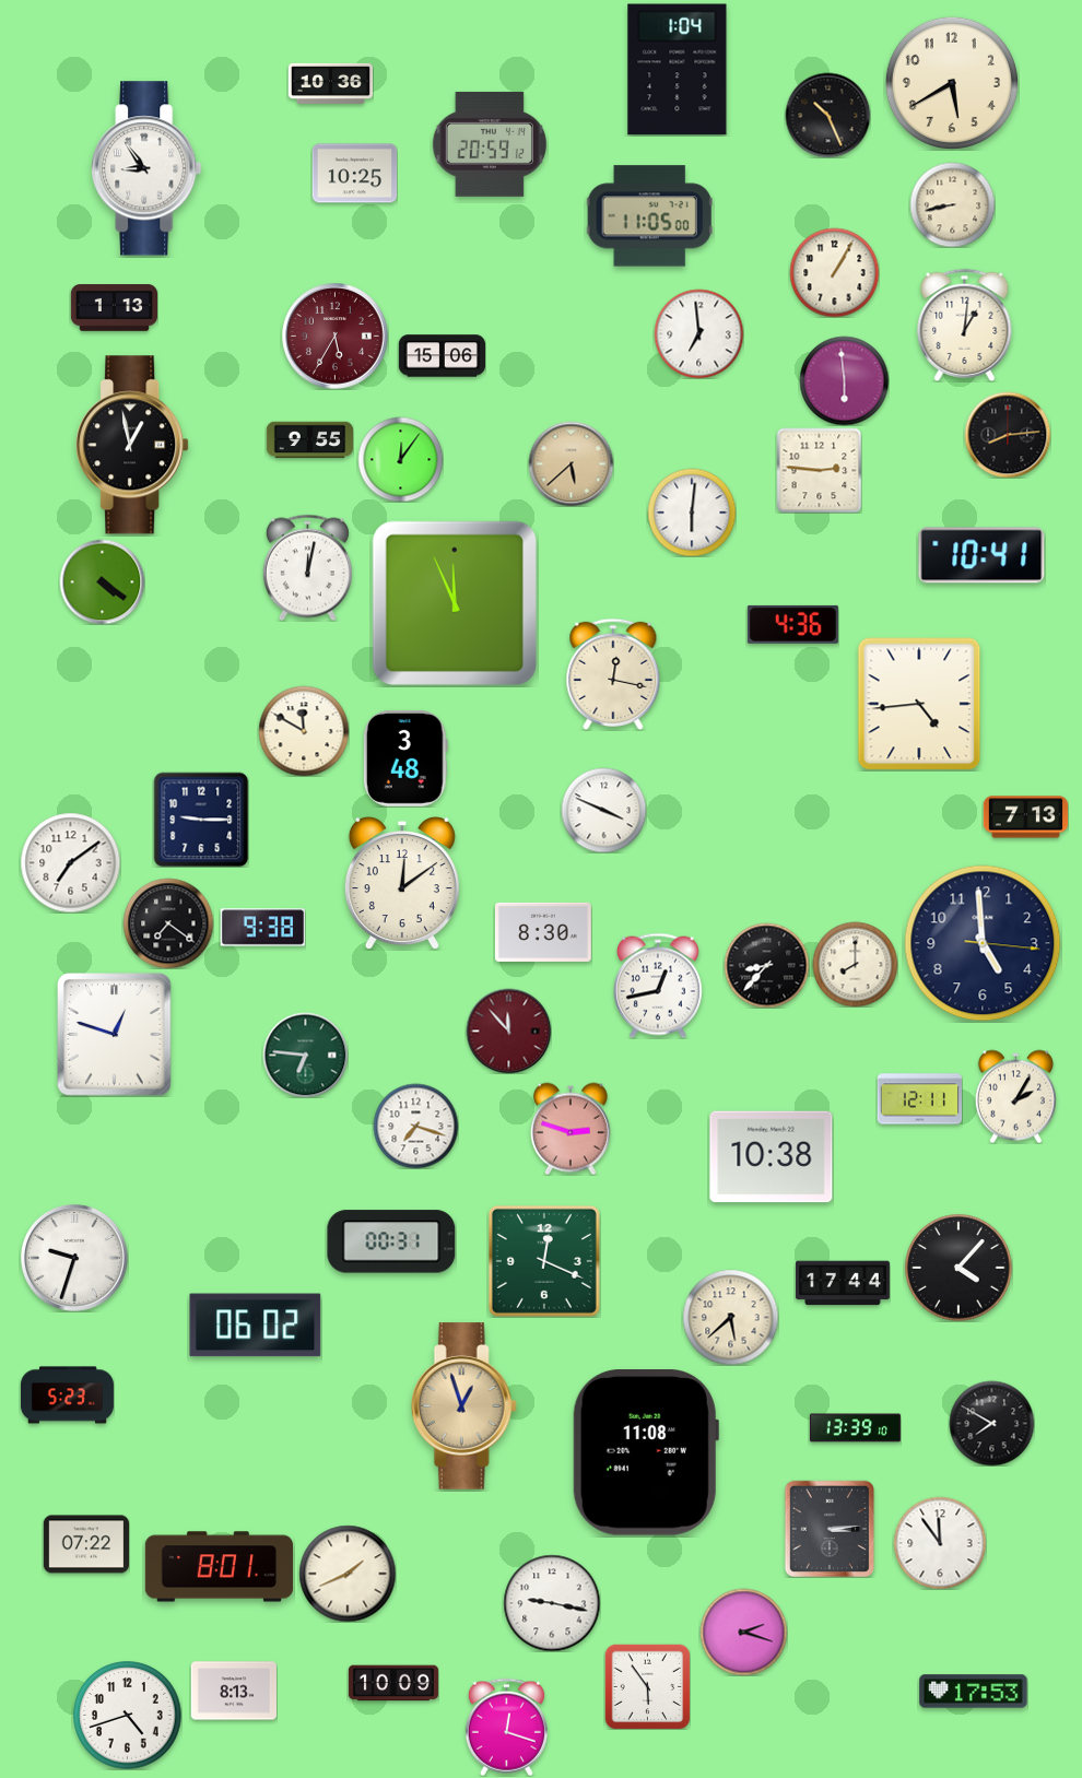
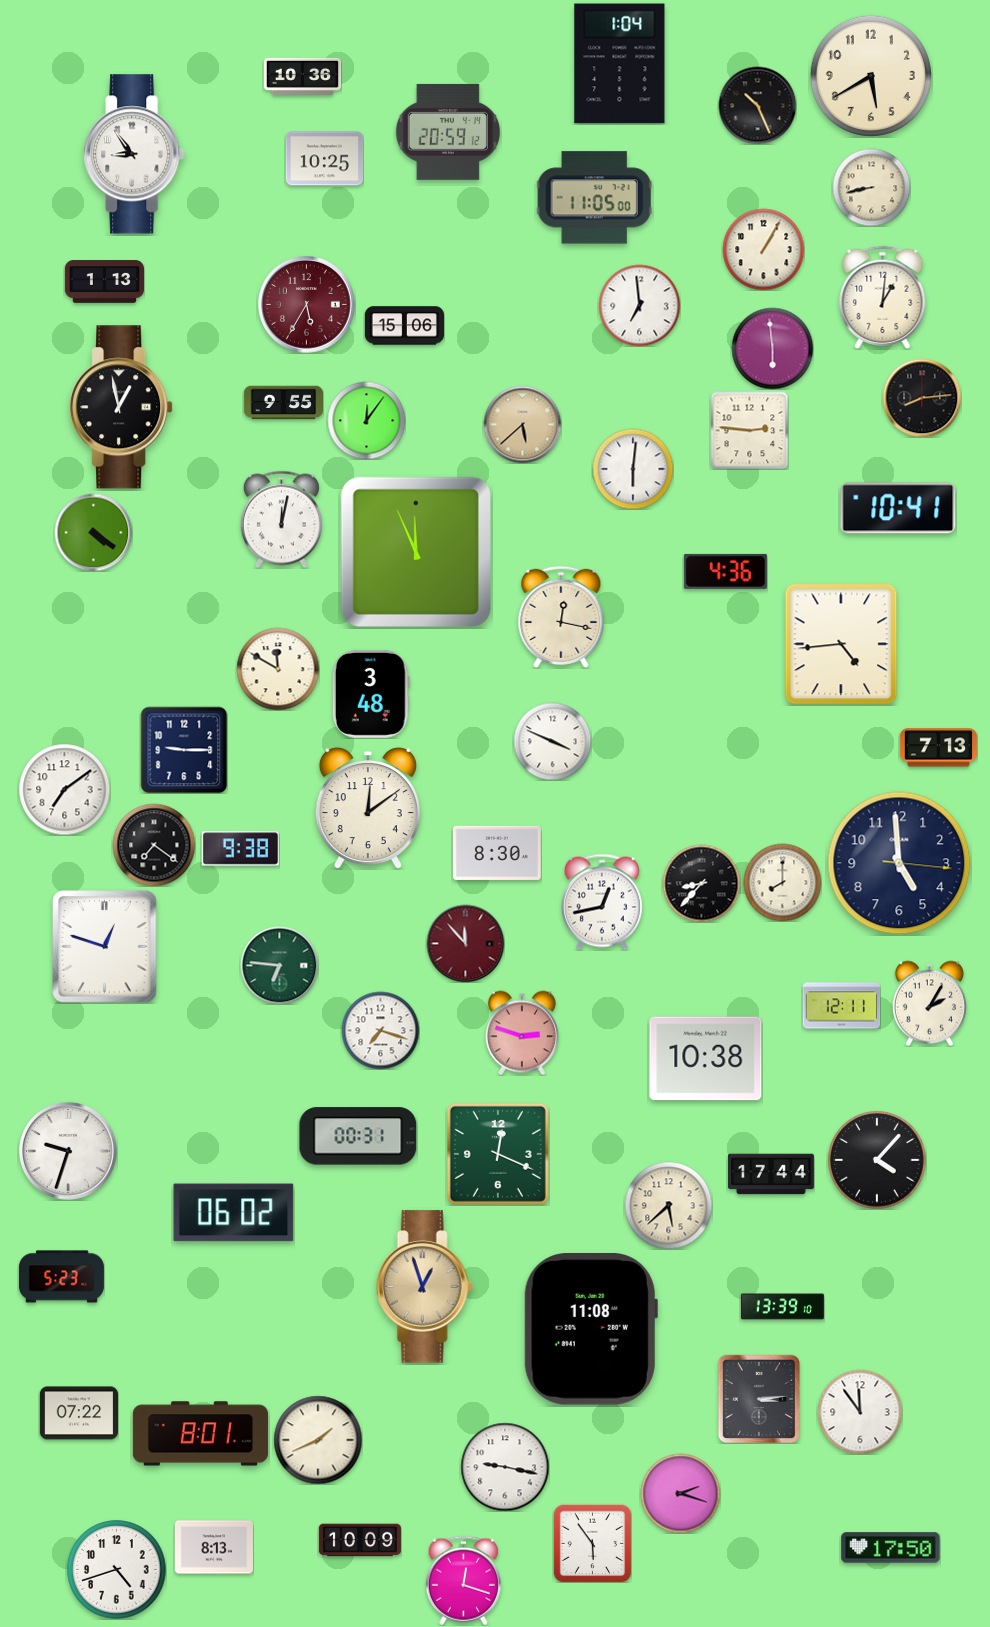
clock at (336, 337) position: (336, 337) -> (307, 305)
clock at (991, 1423): 7:50 -> none
clock at (974, 1692): 17:53 -> 17:50
